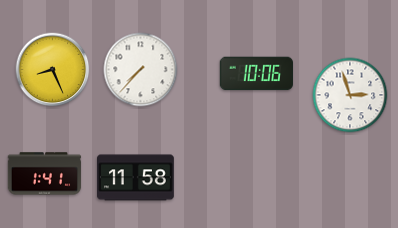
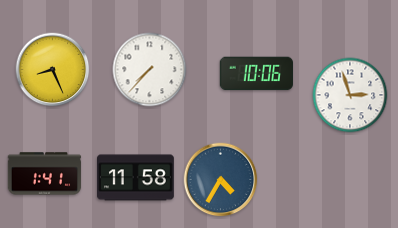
clock at (141, 70) position: (141, 70) -> (150, 70)
clock at (221, 180): none -> 4:35
